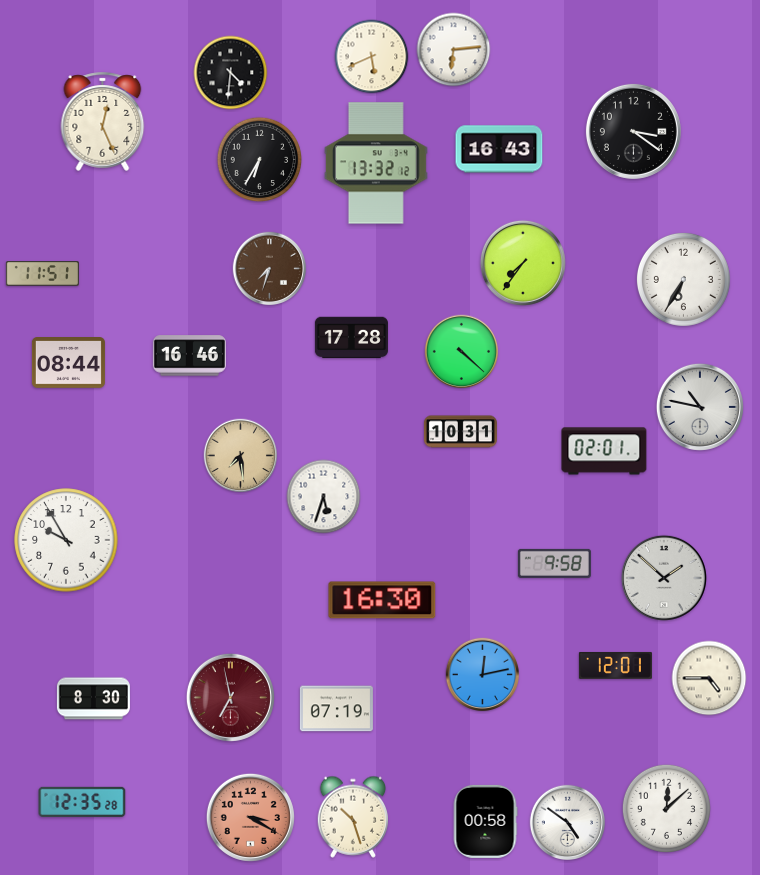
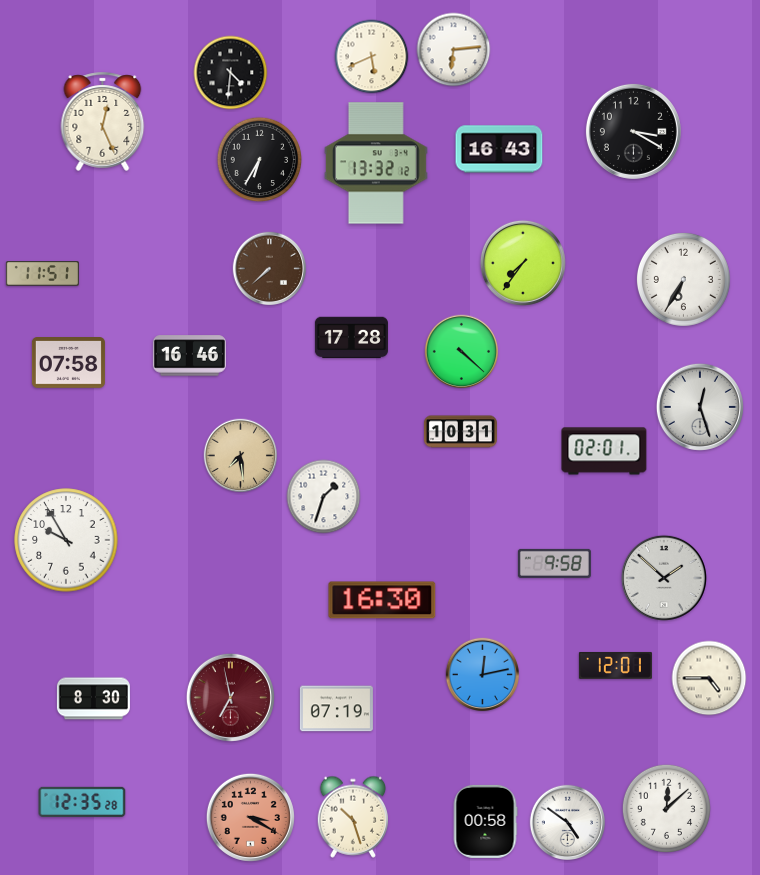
clock at (633, 131): 3:21 -> 3:20
clock at (270, 269): 7:33 -> 7:38
clock at (68, 363): 08:44 -> 07:58
clock at (700, 407): 10:47 -> 12:27
clock at (324, 497): 5:33 -> 1:33
